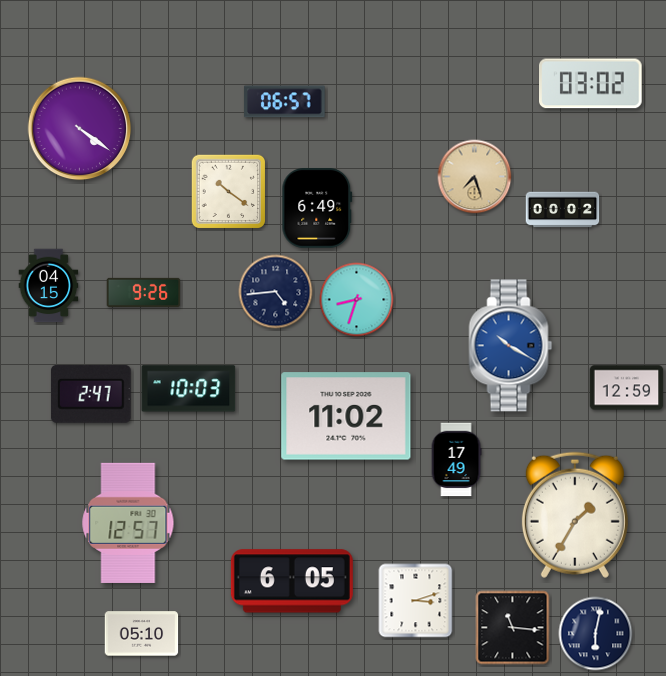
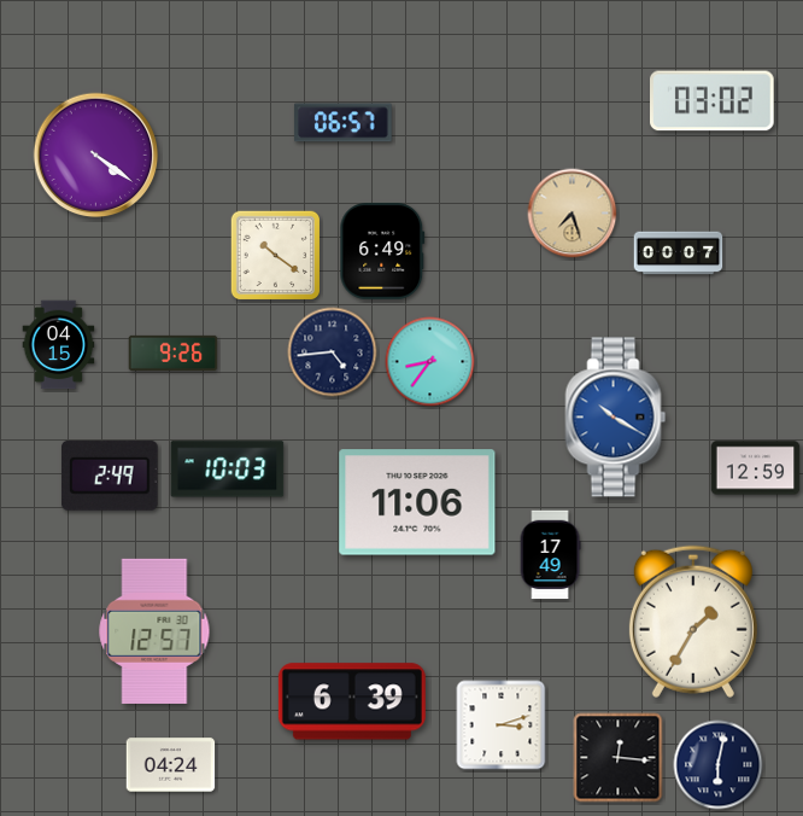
clock at (229, 192) position: (229, 192) -> (276, 256)
clock at (563, 210): 00:02 -> 00:07
clock at (357, 300): 8:33 -> 8:36
clock at (91, 394): 2:47 -> 2:49
clock at (346, 416): 11:02 -> 11:06
clock at (292, 581): 6:05 -> 6:39
clock at (513, 628): 11:16 -> 12:16
clock at (142, 634): 05:10 -> 04:24
